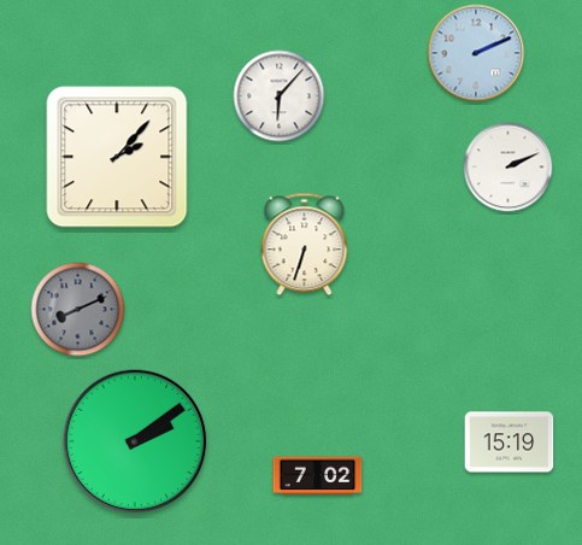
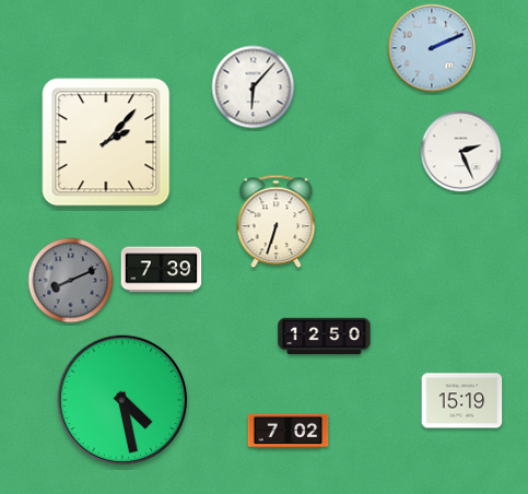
clock at (508, 168): 2:11 -> 2:26
clock at (162, 270): none -> 7:39
clock at (325, 337): none -> 12:50
clock at (135, 441): 2:09 -> 4:28
